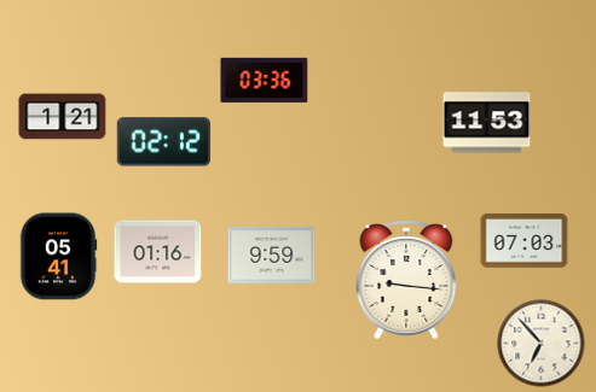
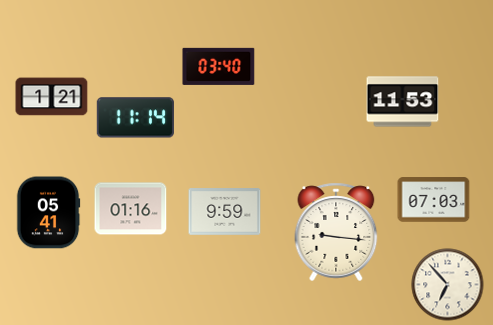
clock at (265, 80): 03:36 -> 03:40
clock at (163, 142): 02:12 -> 11:14
